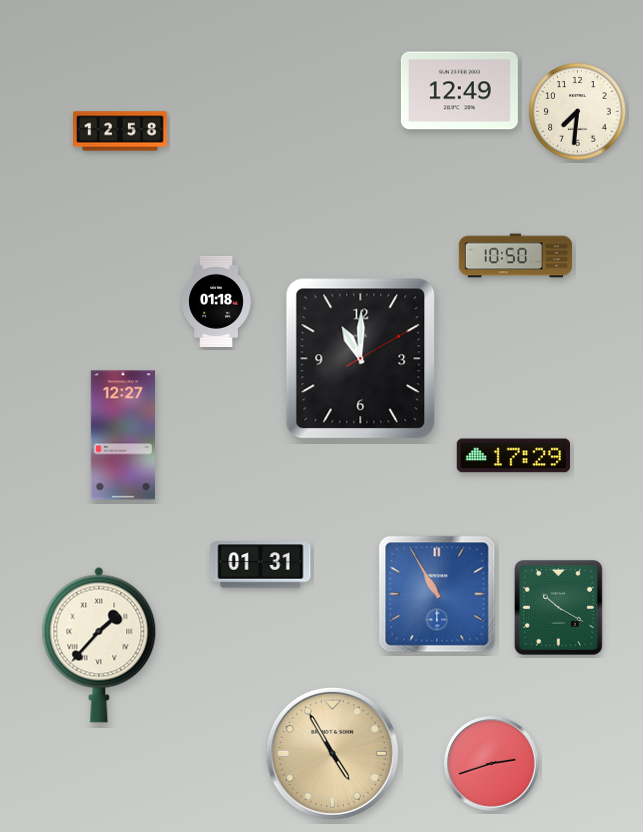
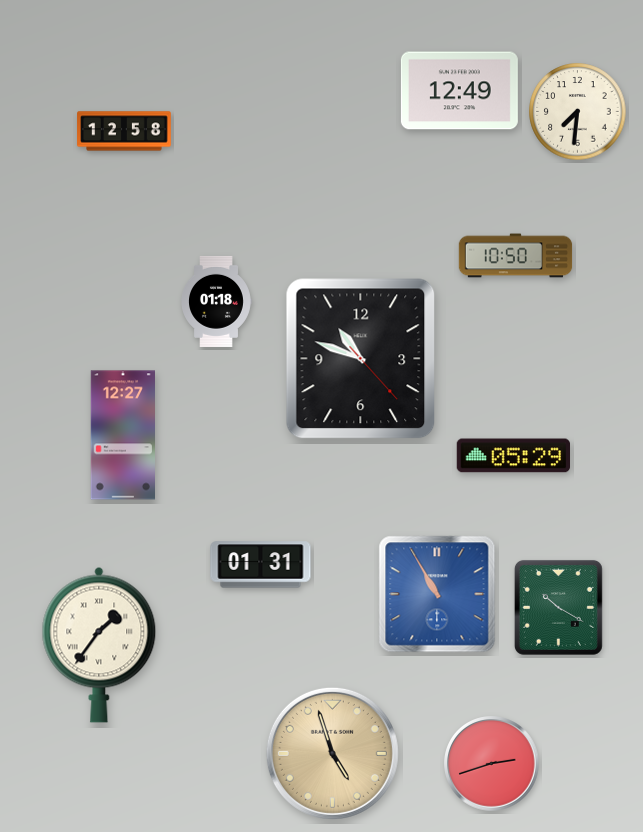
clock at (120, 131) position: (120, 131) -> (124, 131)
clock at (361, 359): 11:00 -> 10:48
clock at (513, 456): 17:29 -> 05:29
clock at (99, 645): 1:37 -> 1:36
clock at (332, 753): 4:55 -> 4:57
